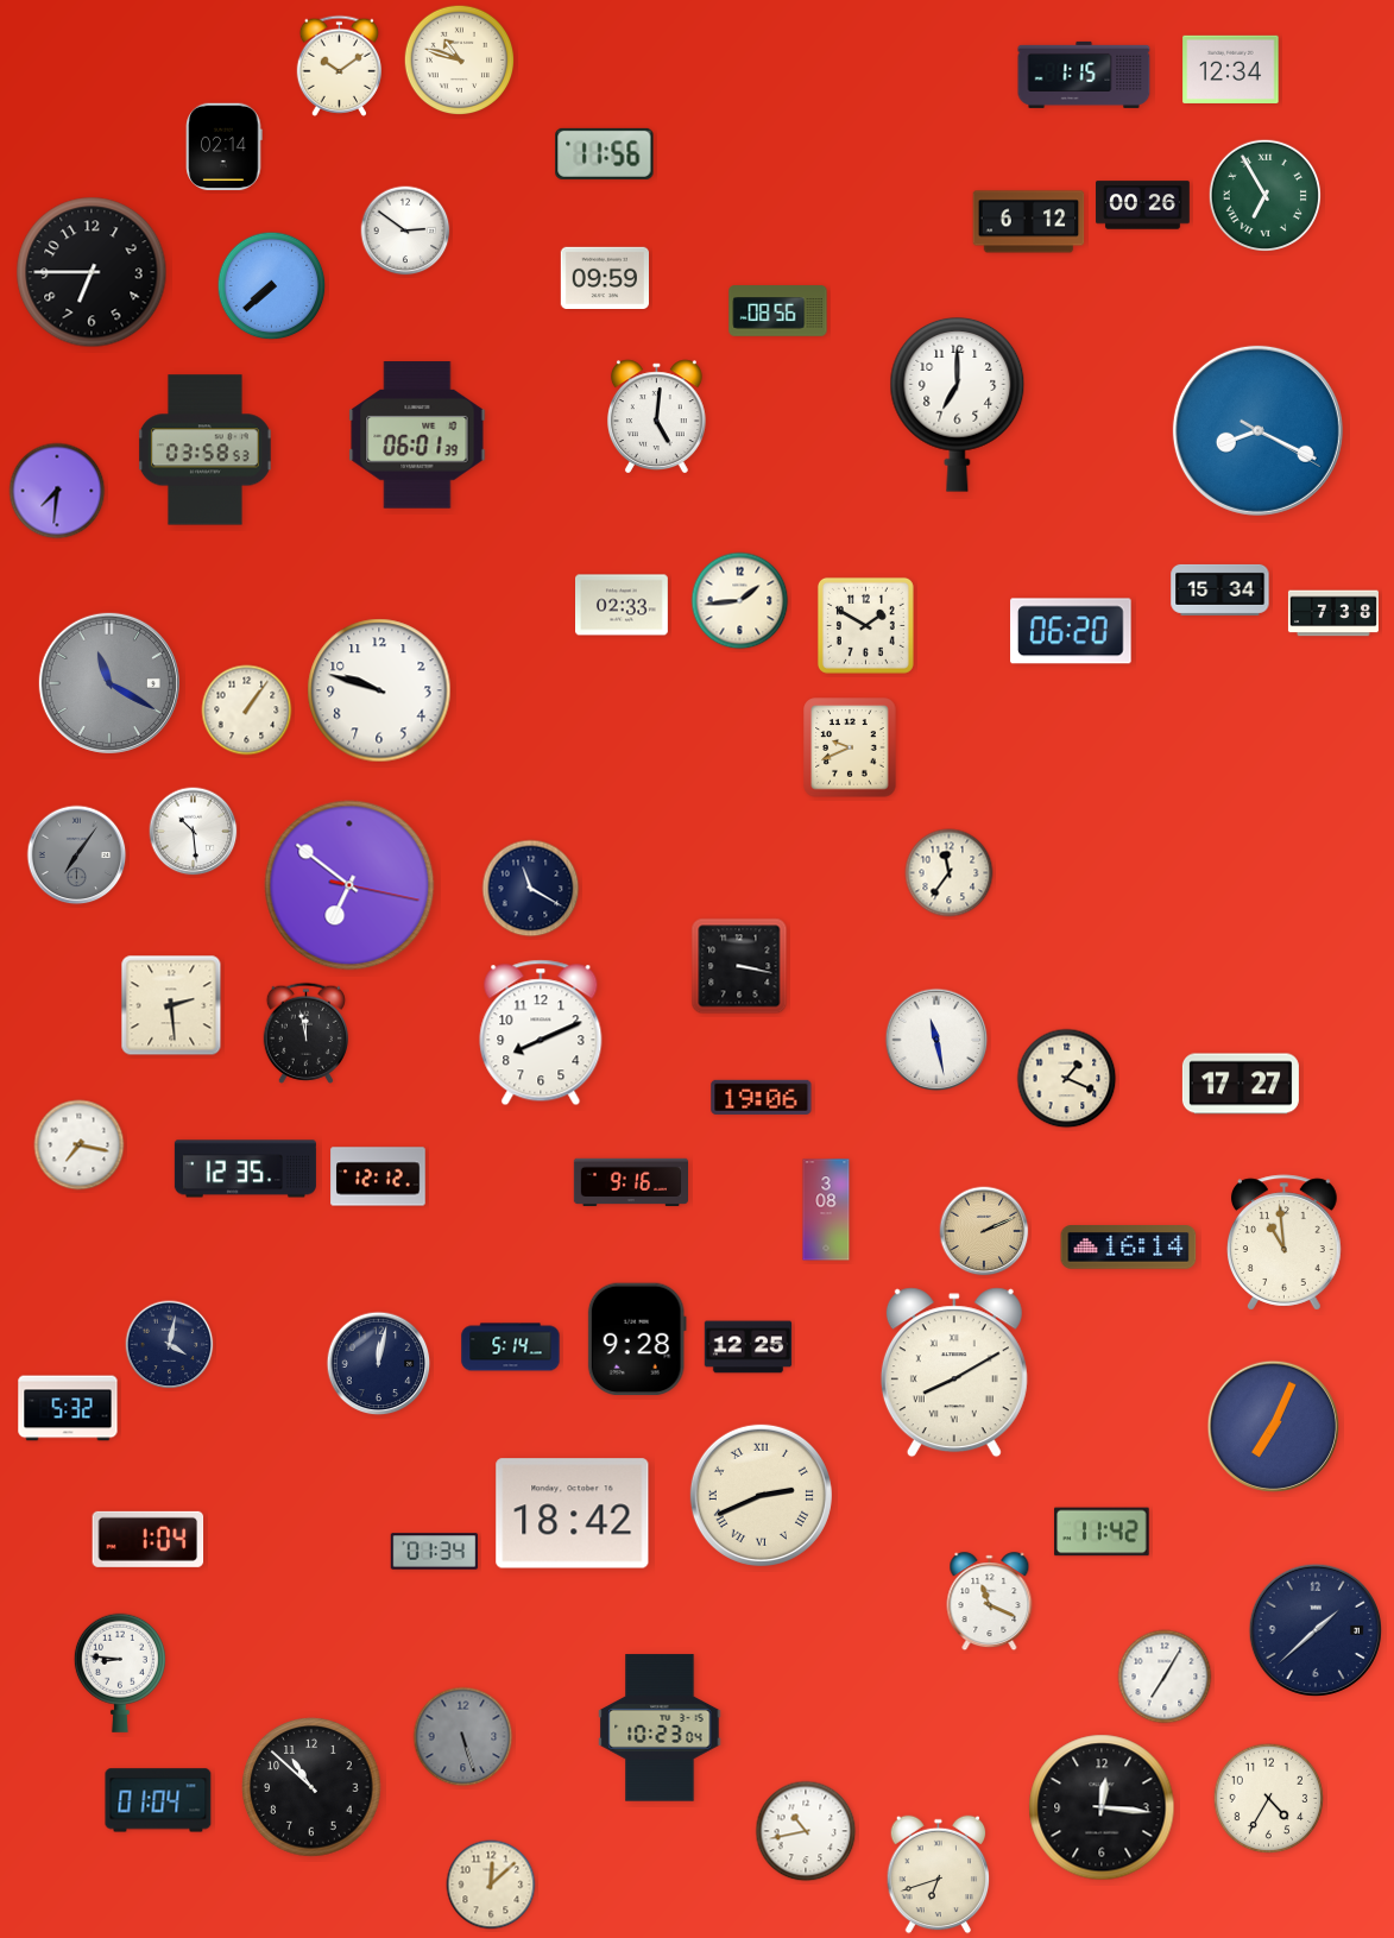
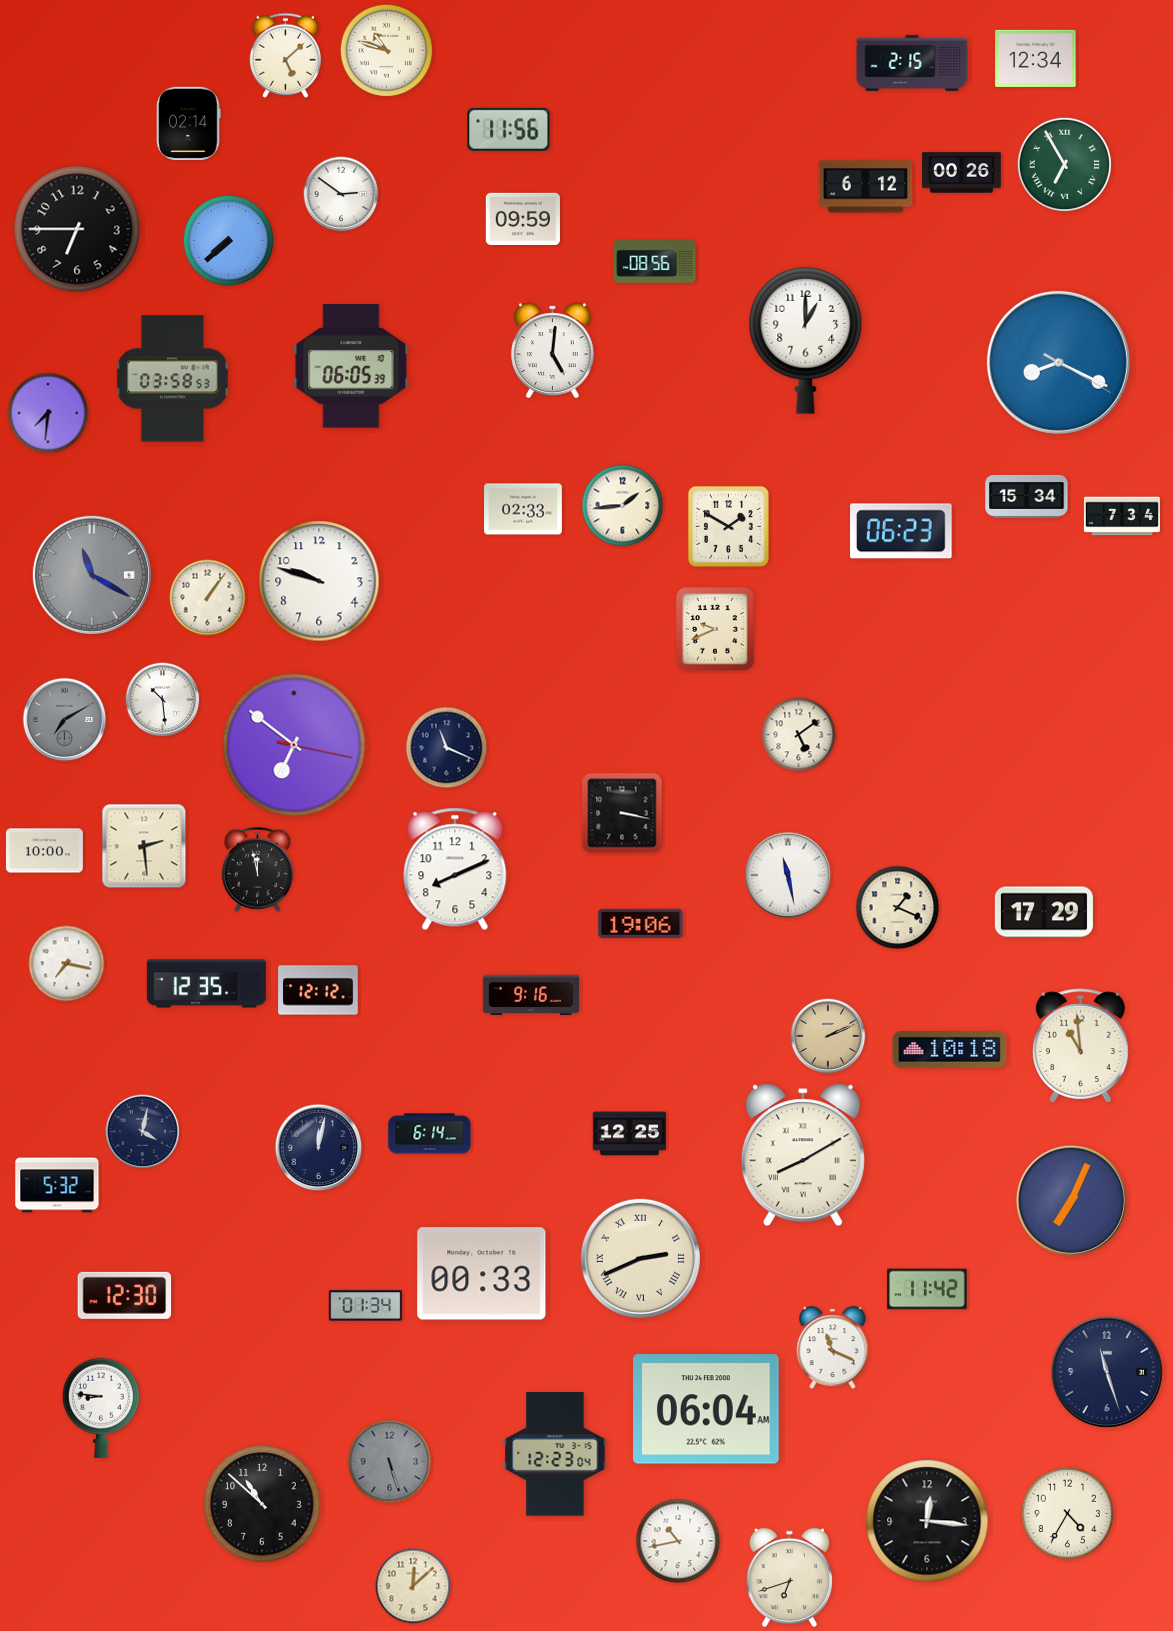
clock at (339, 65): 10:09 -> 5:08
clock at (1084, 75): 1:15 -> 2:15
clock at (604, 277) position: (604, 277) -> (522, 218)
clock at (958, 404): 7:00 -> 1:00
clock at (417, 435): 06:01 -> 06:05
clock at (1333, 613): 7:38 -> 7:34
clock at (1071, 631): 06:20 -> 06:23
clock at (77, 856): 7:06 -> 7:10
clock at (950, 873): 11:36 -> 5:09
clock at (531, 889): 11:20 -> 11:19
clock at (44, 851): none -> 10:00
clock at (1241, 1084): 17:27 -> 17:29
clock at (826, 1210): 3:08 -> none
clock at (1129, 1248): 16:14 -> 10:18
clock at (637, 1339): 9:28 -> none
clock at (511, 1347): 5:14 -> 6:14
clock at (573, 1514): 18:42 -> 00:33
clock at (149, 1539): 1:04 -> 12:30
clock at (1316, 1630): 1:38 -> 11:27
clock at (706, 1409): none -> 06:04
clock at (1165, 1677): 7:05 -> none
clock at (660, 1728): 10:23 -> 12:23
clock at (158, 1800): 01:04 -> none
